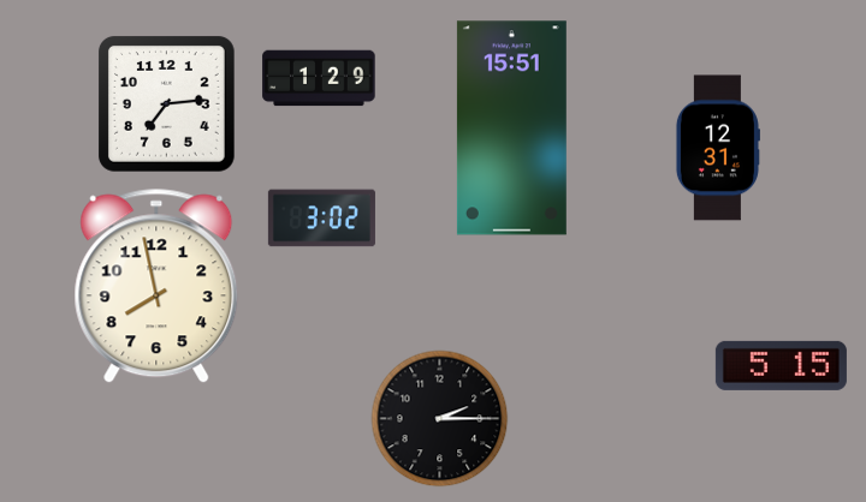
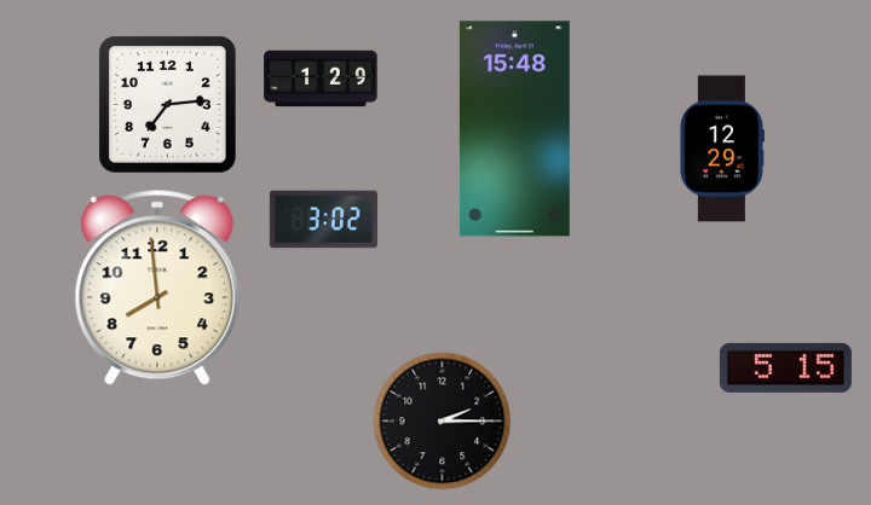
clock at (511, 129): 15:51 -> 15:48
clock at (717, 148): 12:31 -> 12:29
clock at (156, 286): 7:58 -> 7:59
